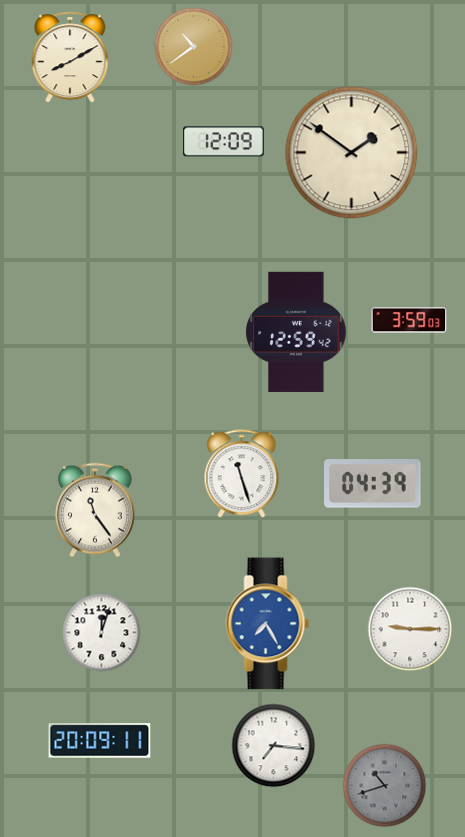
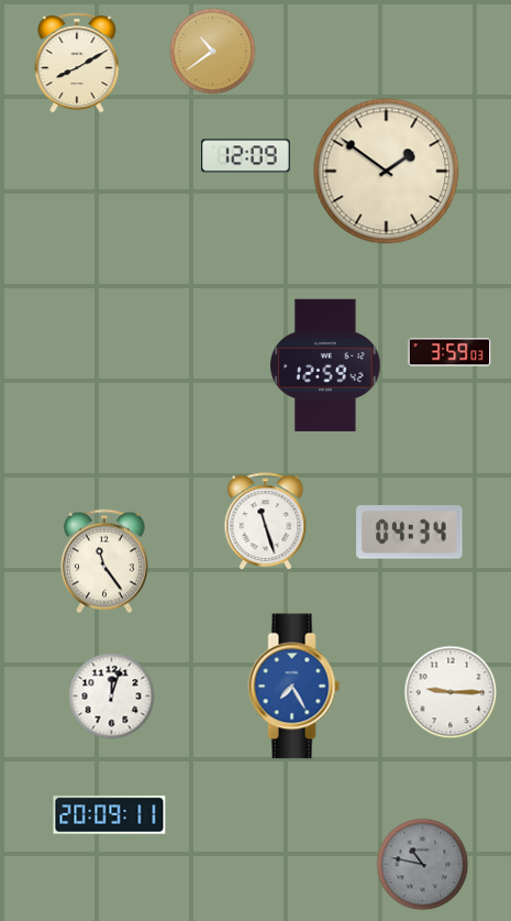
clock at (352, 153) position: (352, 153) -> (387, 172)
clock at (373, 484): 04:39 -> 04:34
clock at (274, 746): 7:16 -> none
clock at (385, 786): 10:42 -> 10:47
